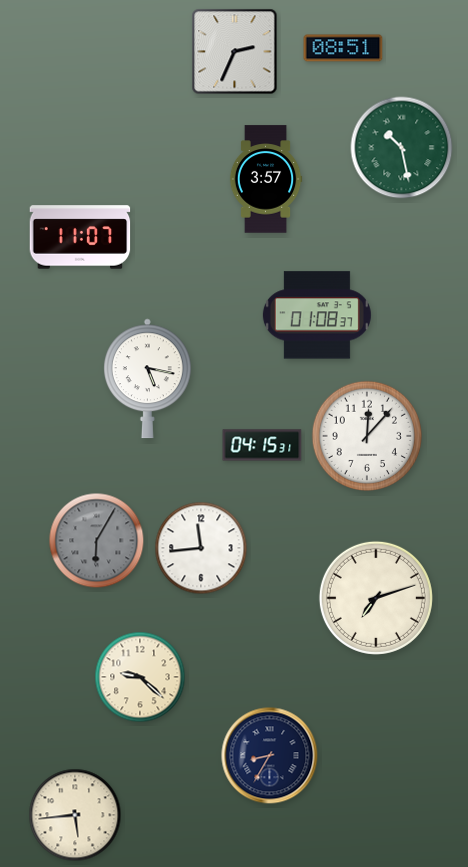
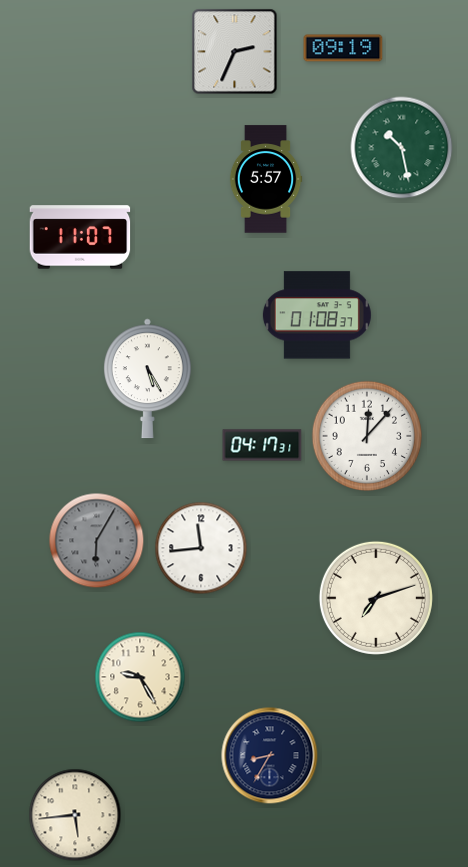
clock at (343, 48): 08:51 -> 09:19
clock at (266, 179): 3:57 -> 5:57
clock at (147, 379): 5:17 -> 5:25
clock at (262, 445): 04:15 -> 04:17
clock at (140, 677): 9:22 -> 9:25
